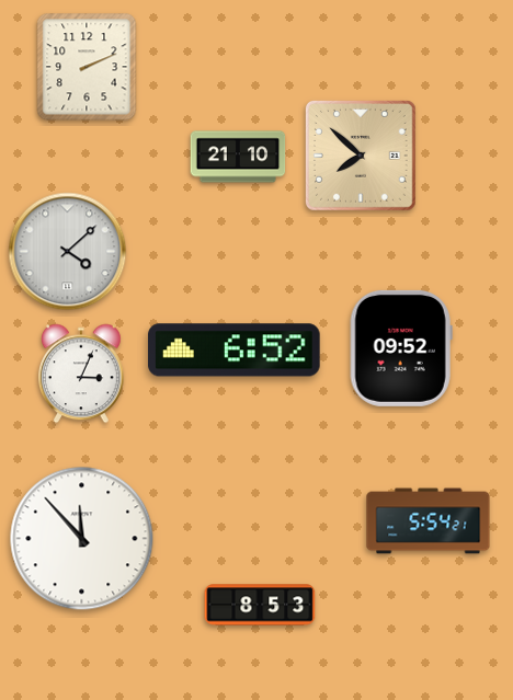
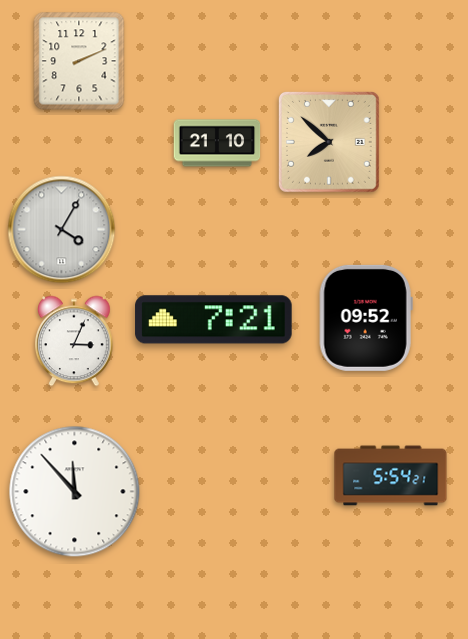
clock at (68, 252): 4:08 -> 4:05
clock at (235, 351): 6:52 -> 7:21
clock at (260, 605): 8:53 -> none
